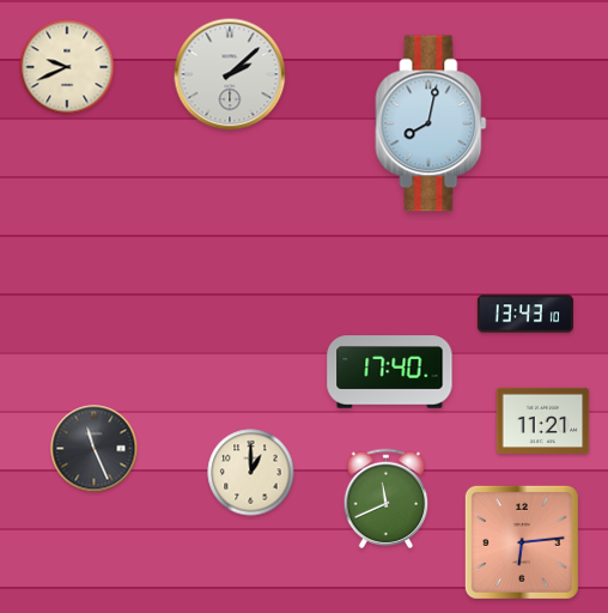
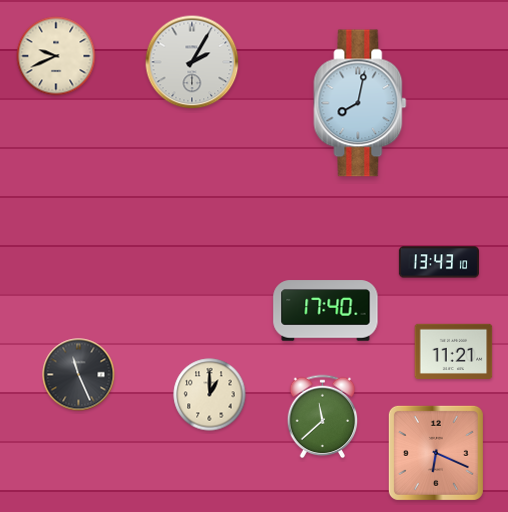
clock at (230, 74): 2:08 -> 2:05
clock at (387, 499): 11:41 -> 11:38
clock at (522, 542): 6:14 -> 6:19
